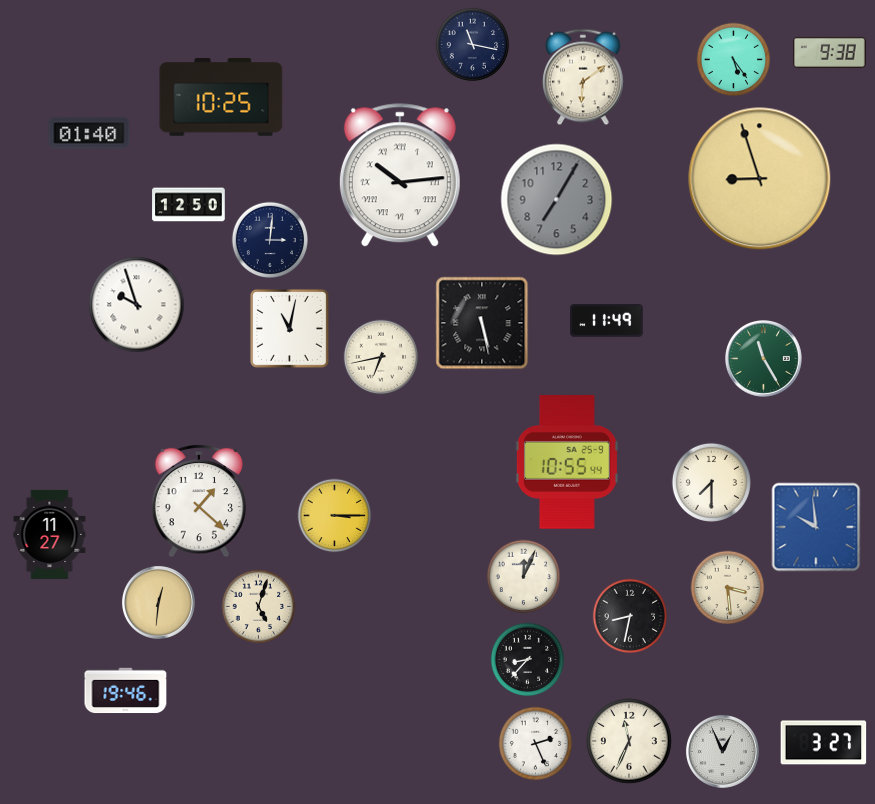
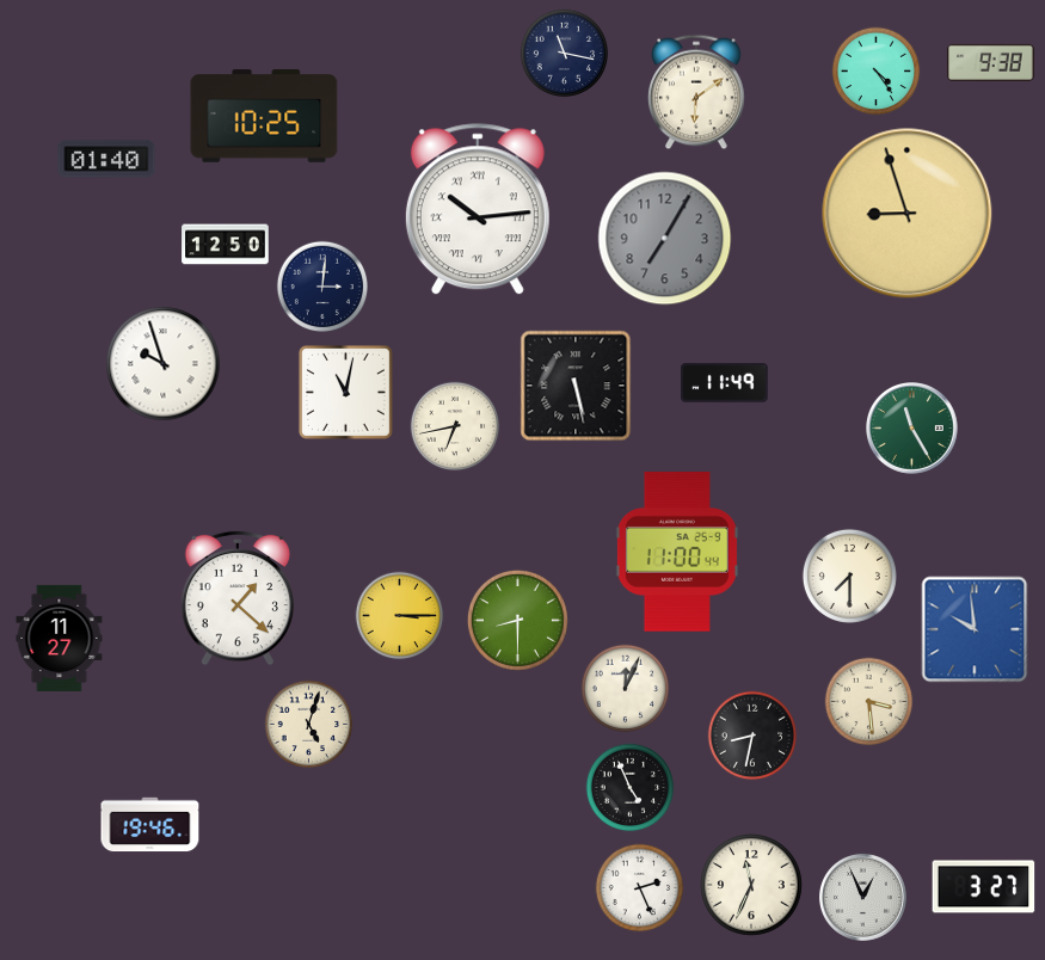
clock at (734, 60): 5:24 -> 4:24
clock at (567, 462): 10:55 -> 11:00
clock at (517, 620): none -> 8:30
clock at (158, 602): 12:31 -> none
clock at (528, 660): 8:37 -> 4:56
